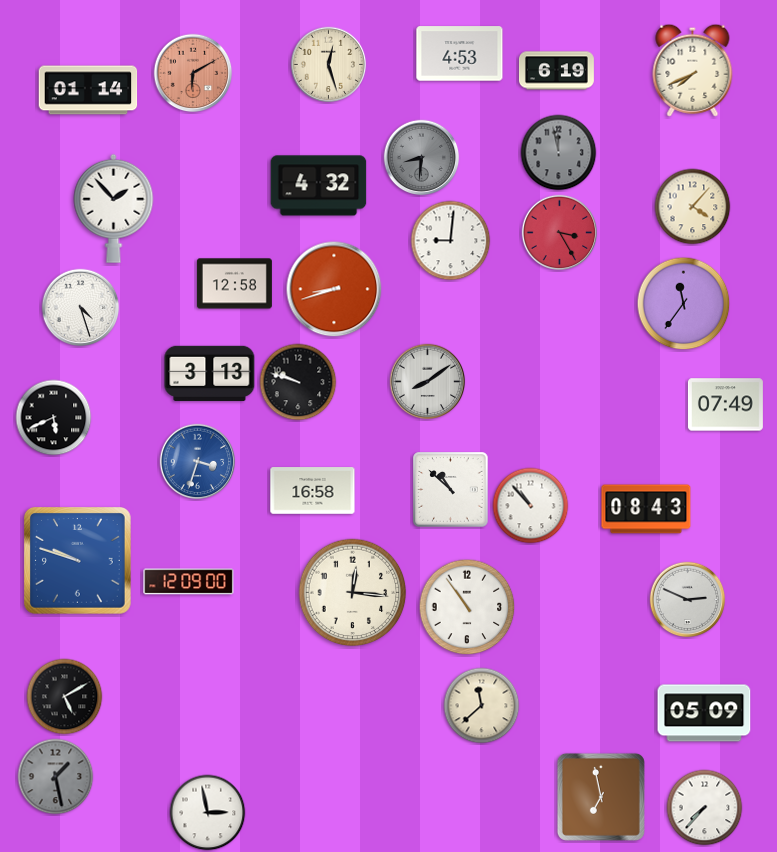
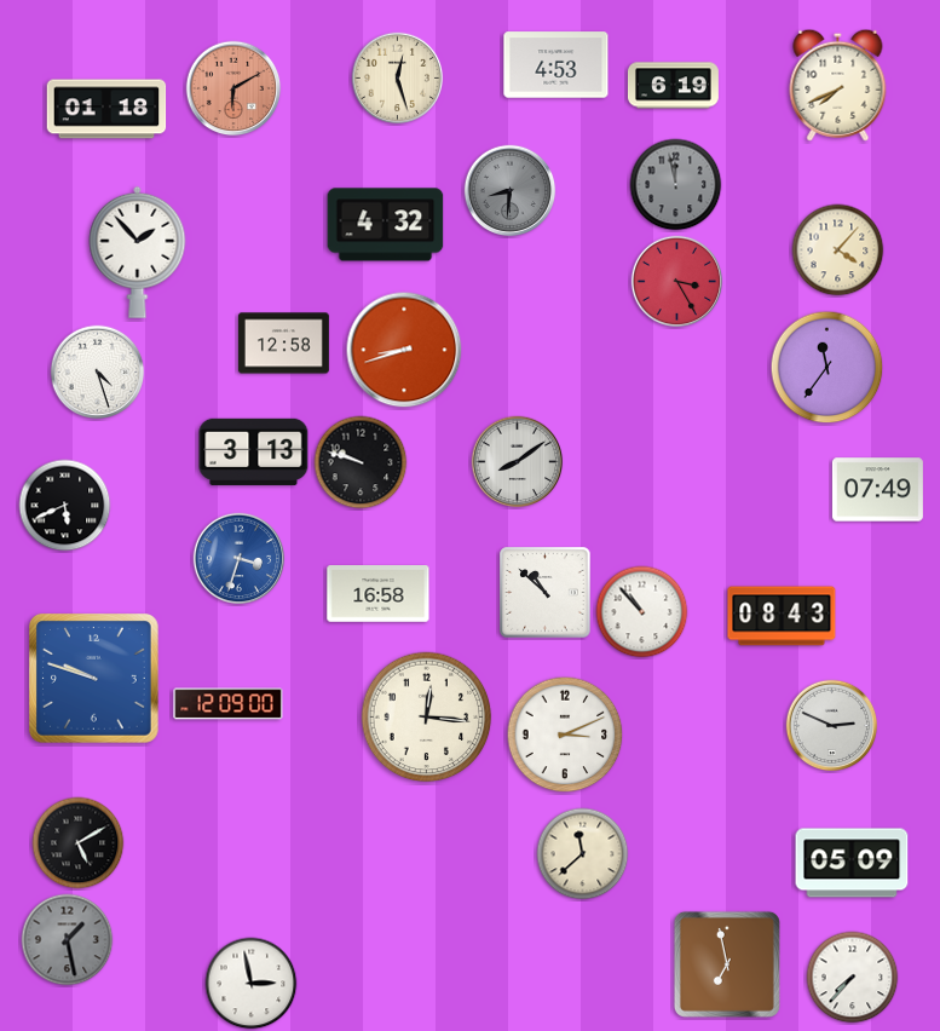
clock at (88, 90): 01:14 -> 01:18
clock at (451, 241): 9:01 -> none
clock at (467, 607): 10:54 -> 3:11
